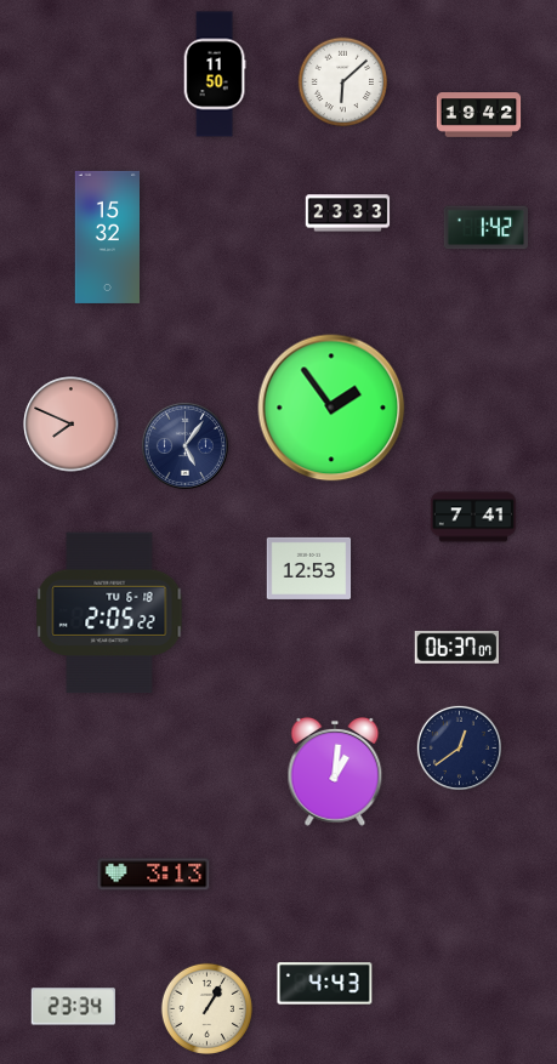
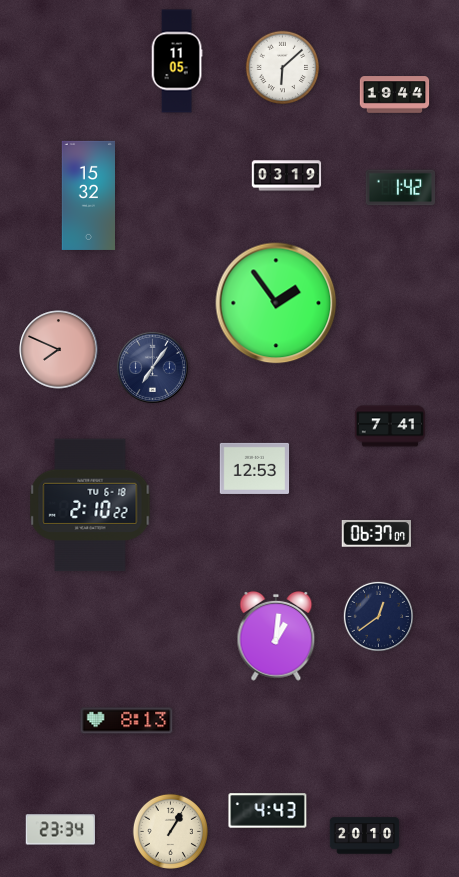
clock at (215, 74): 11:50 -> 11:05
clock at (479, 115): 19:42 -> 19:44
clock at (348, 214): 23:33 -> 03:19
clock at (331, 408) position: (331, 408) -> (276, 303)
clock at (184, 445): 5:06 -> 7:06
clock at (109, 613): 2:05 -> 2:10
clock at (154, 875): 3:13 -> 8:13
clock at (365, 836): none -> 20:10
